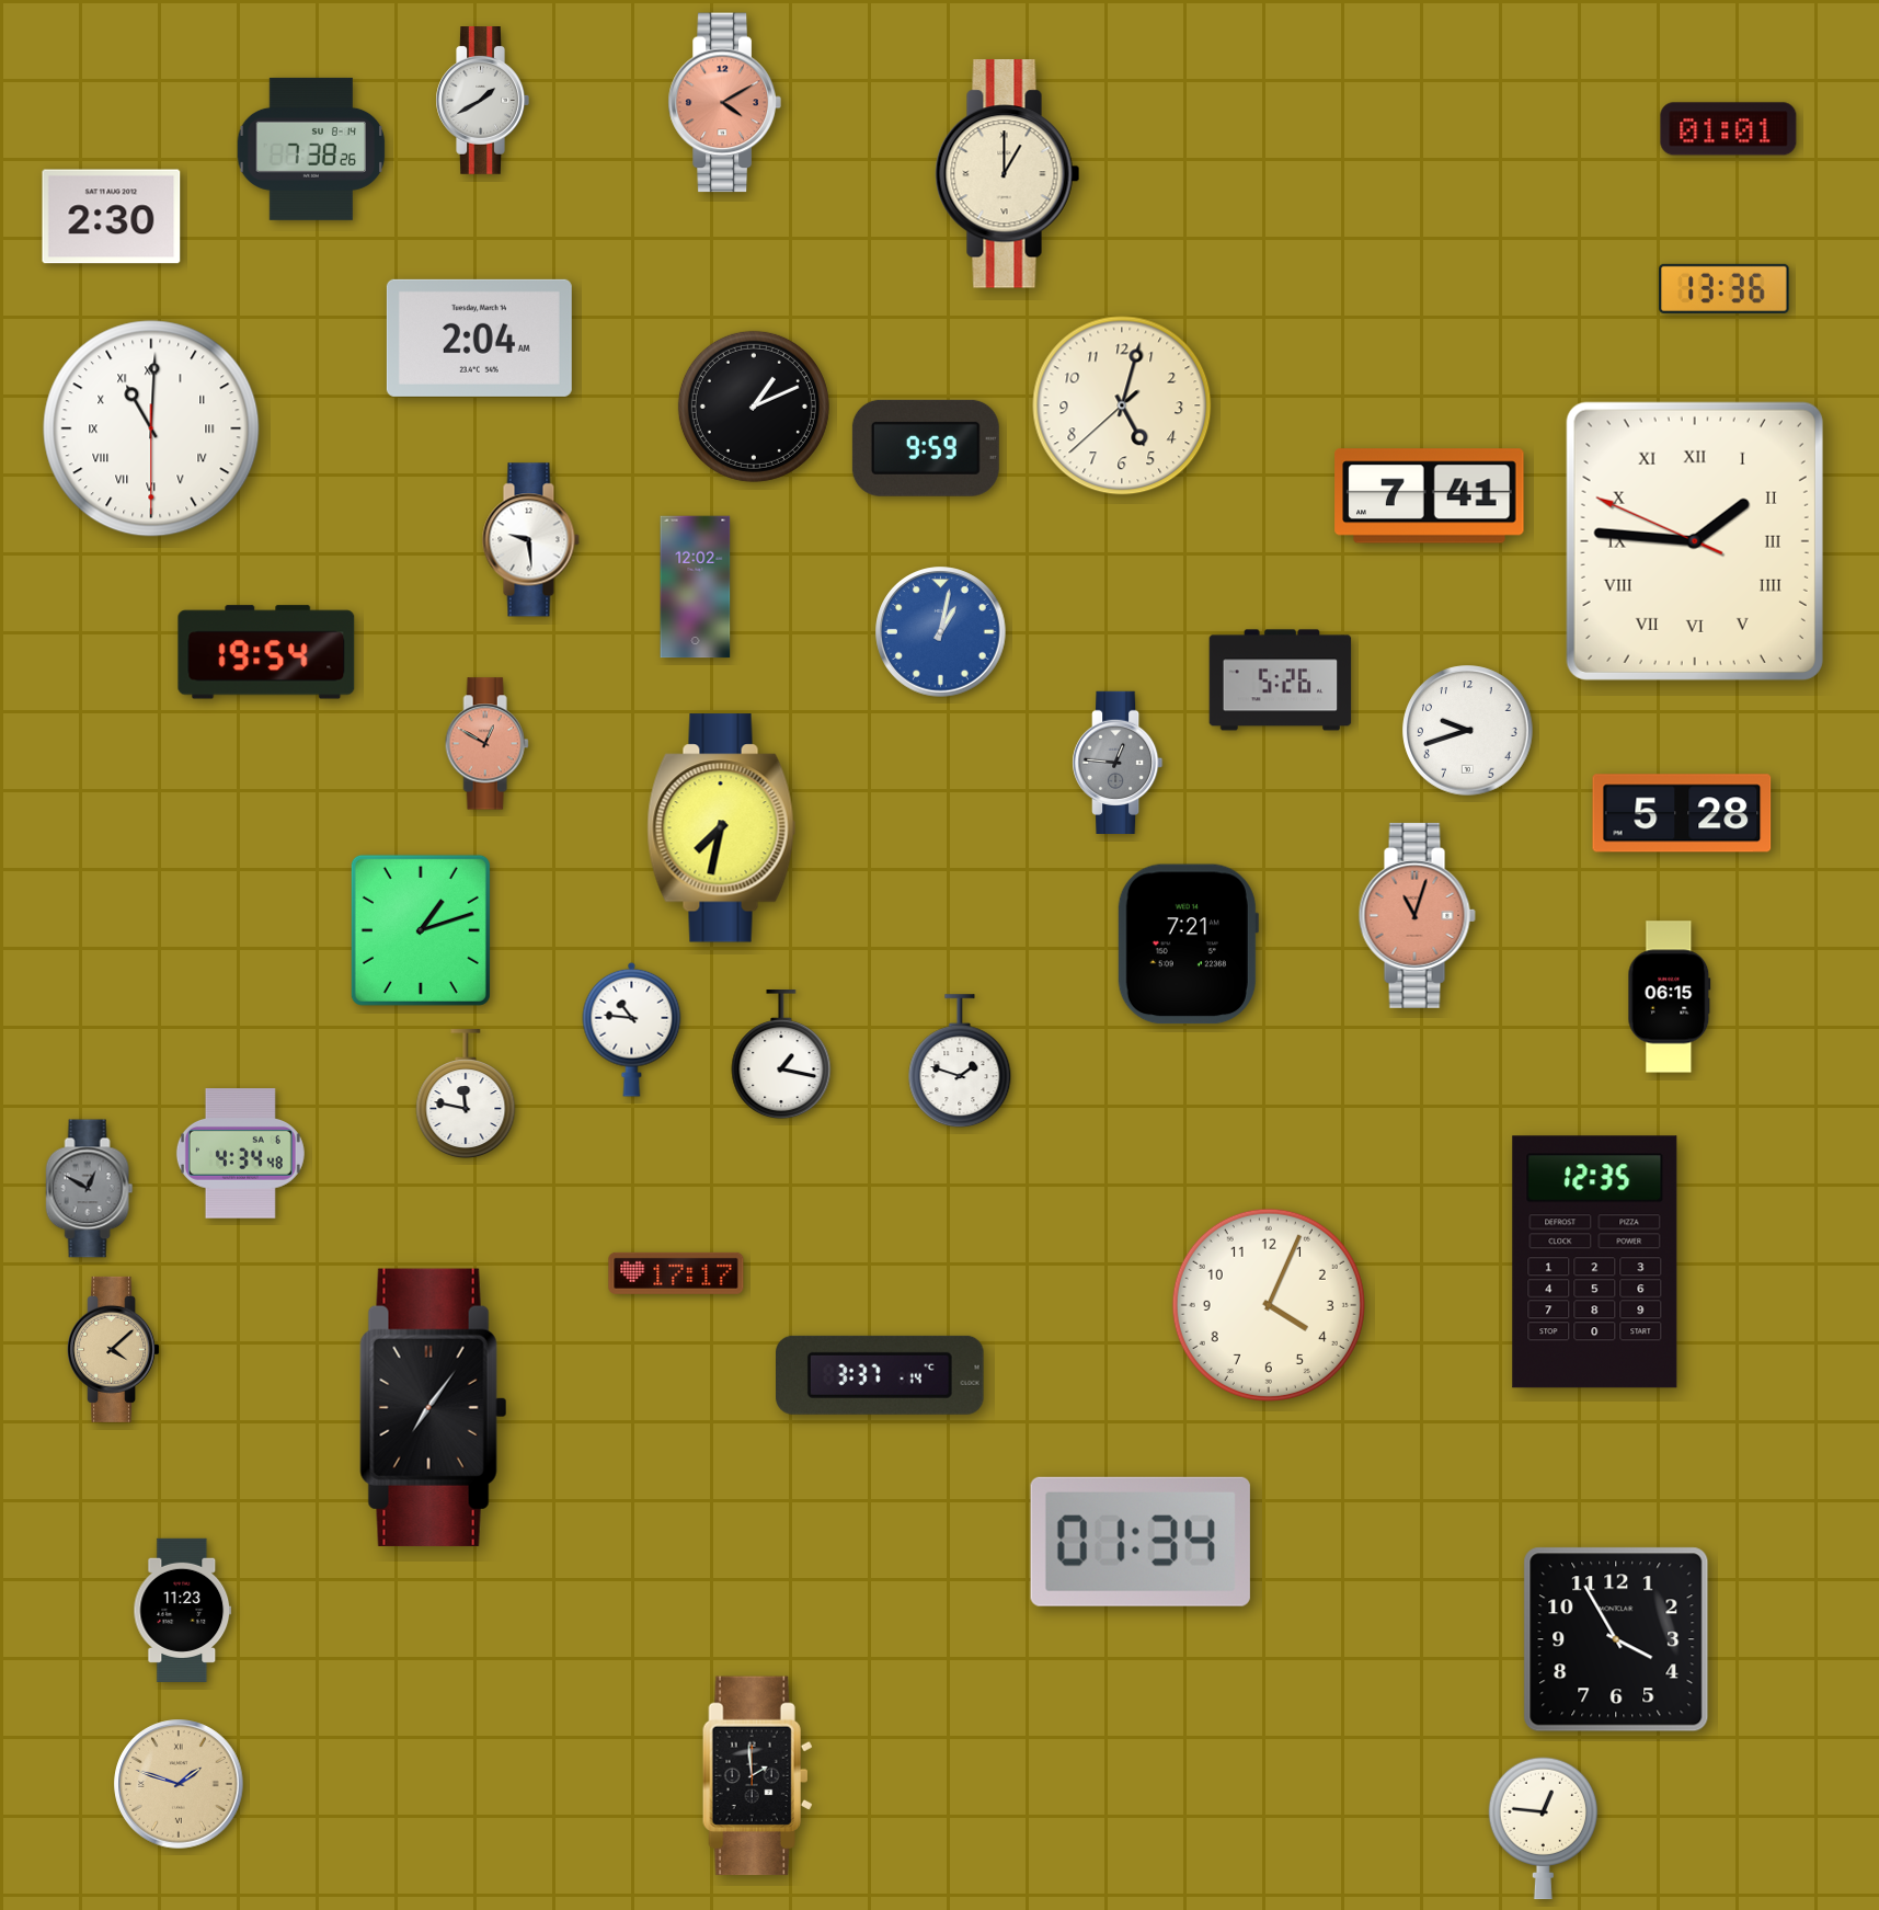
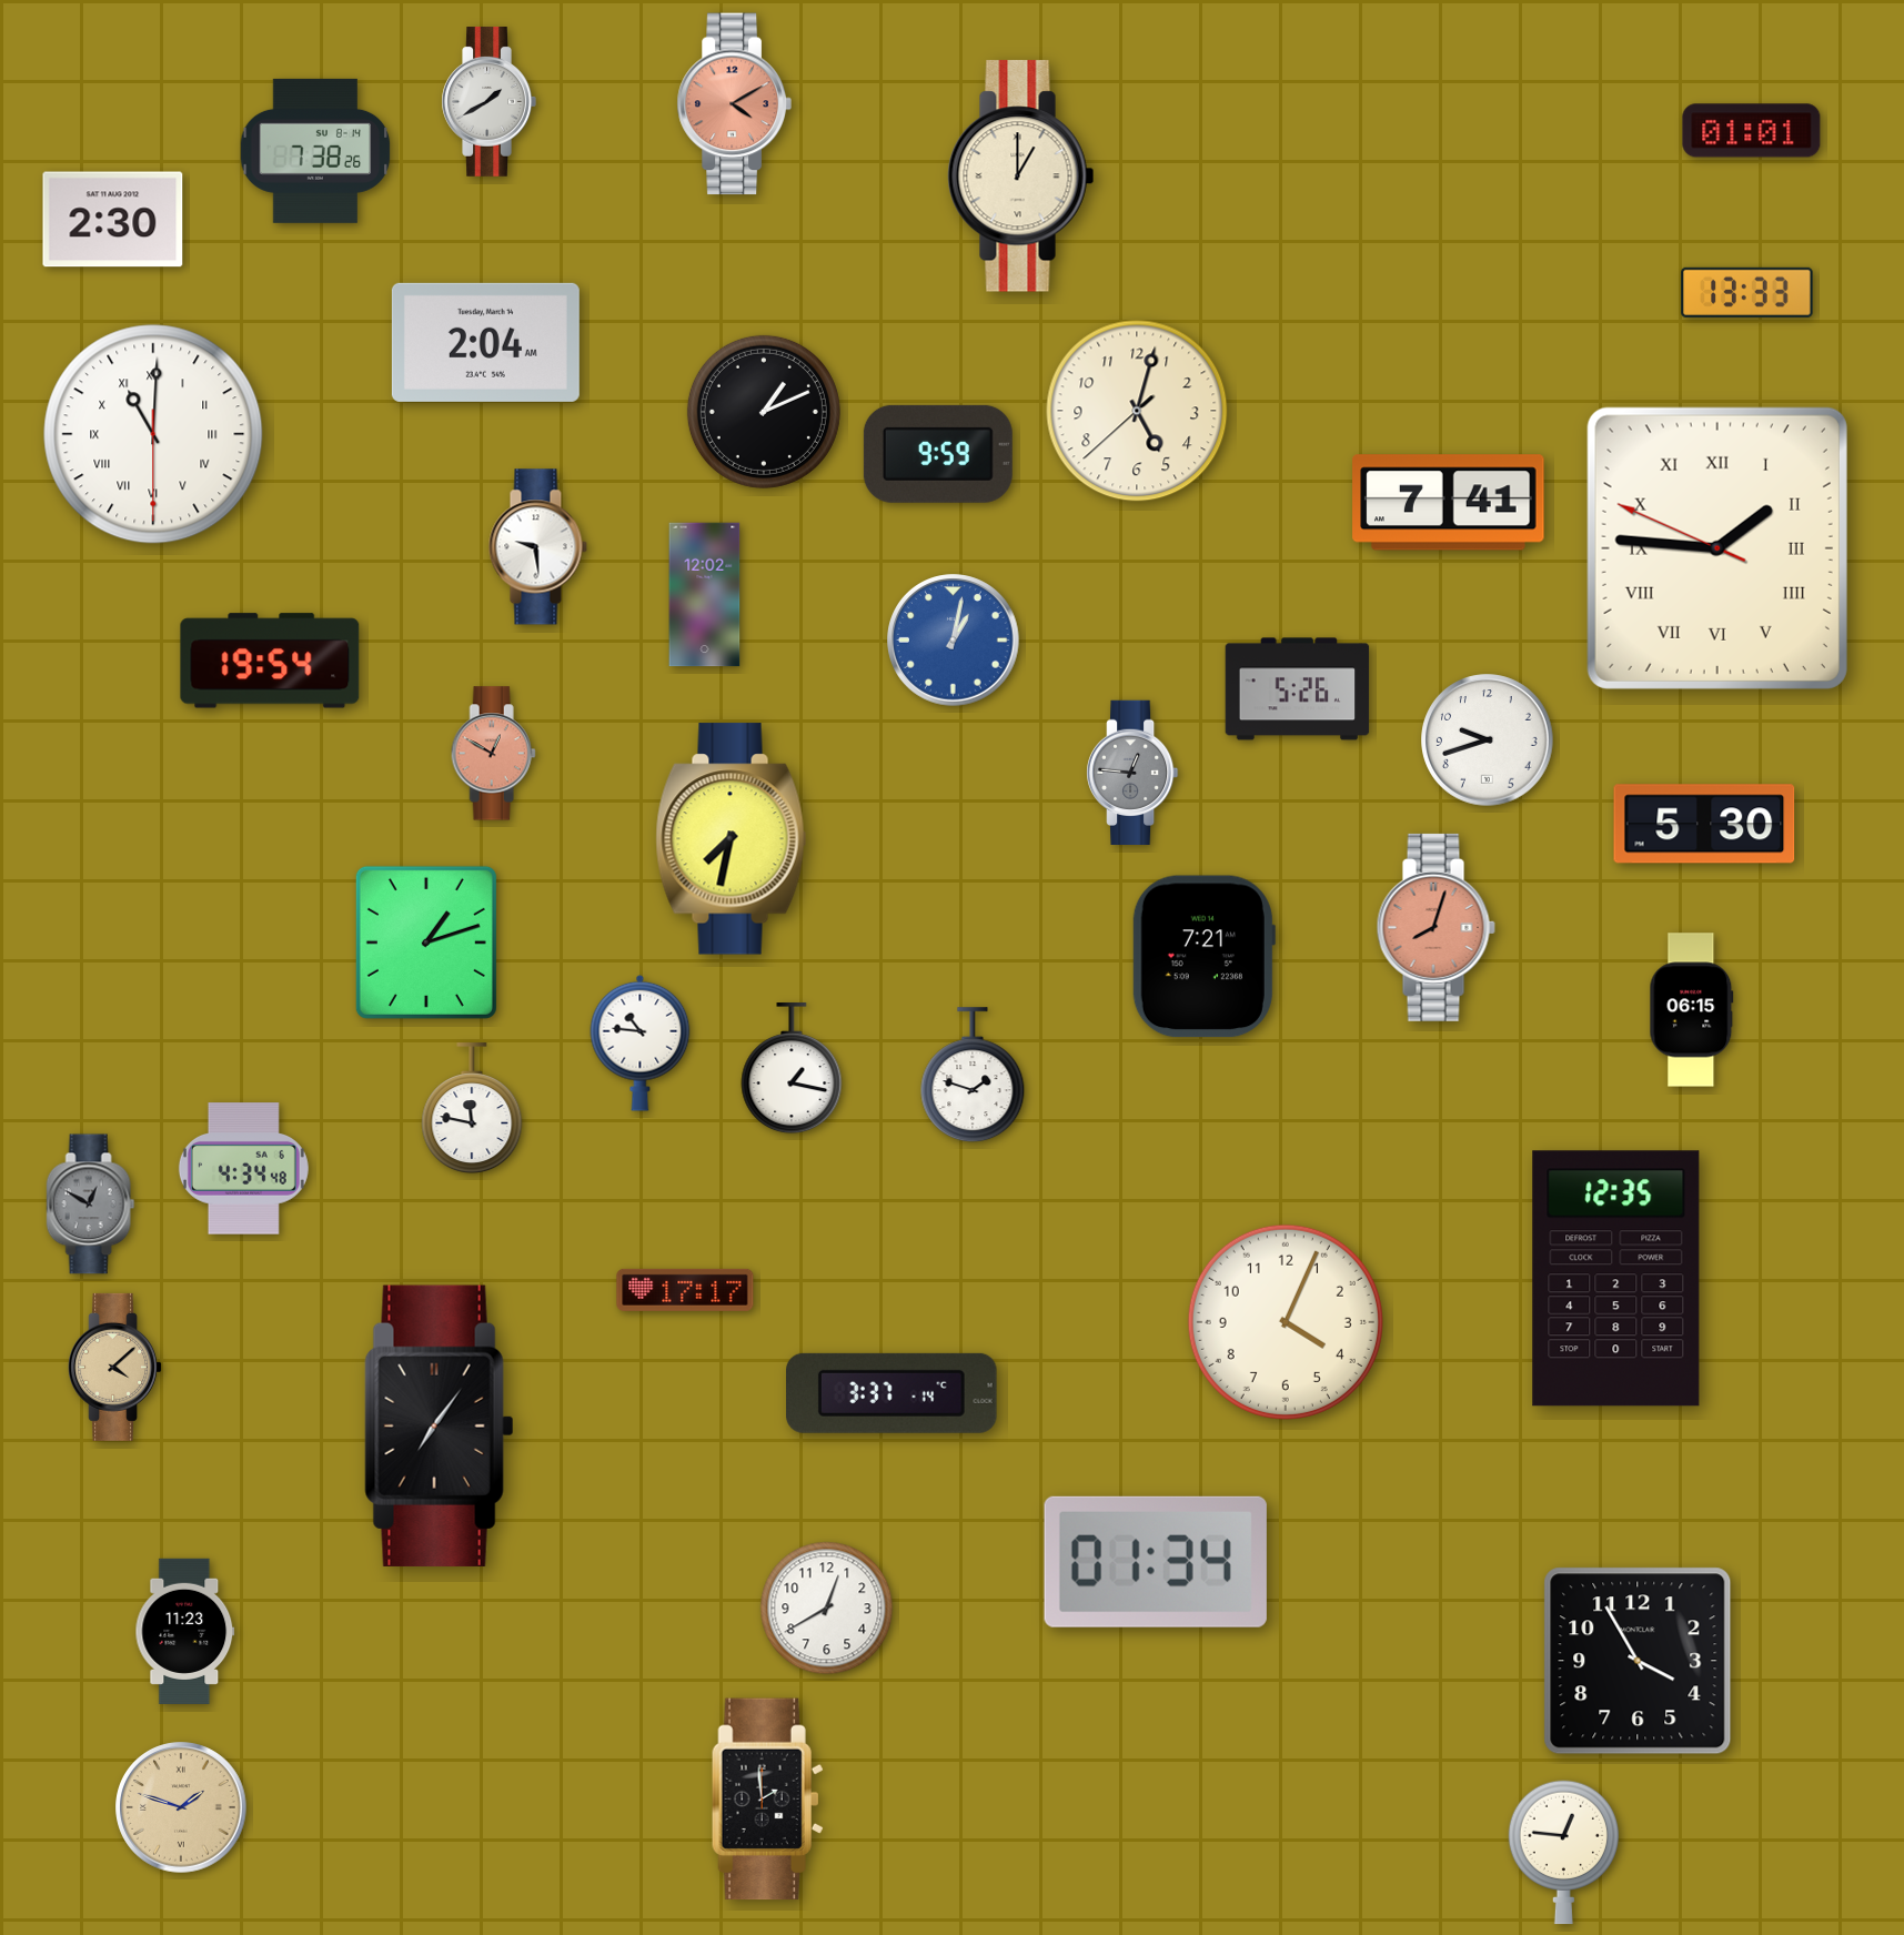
clock at (1725, 288): 13:36 -> 13:33
clock at (1682, 813): 5:28 -> 5:30
clock at (1417, 915): 11:03 -> 8:03
clock at (827, 1609): none -> 12:40
